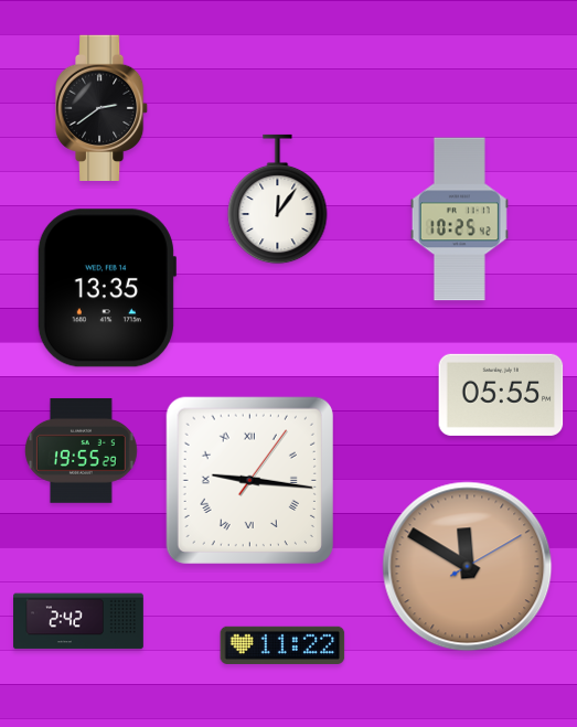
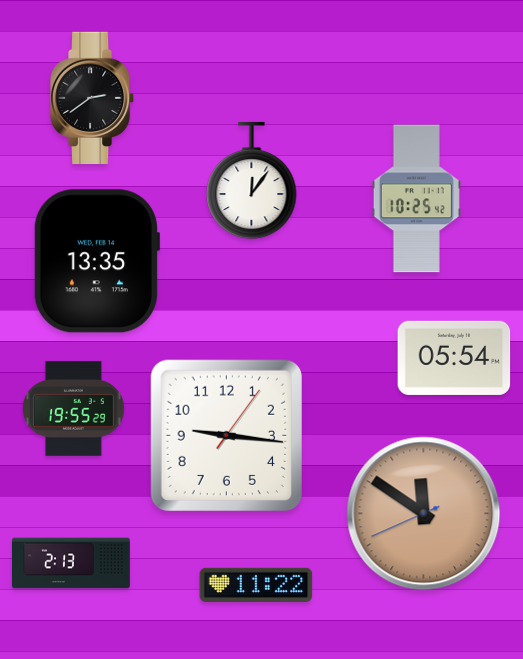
clock at (501, 395): 05:55 -> 05:54
clock at (249, 480) numerals: Roman -> Arabic
clock at (468, 567): 11:50:10 -> 11:50:41
clock at (79, 621): 2:42 -> 2:13
